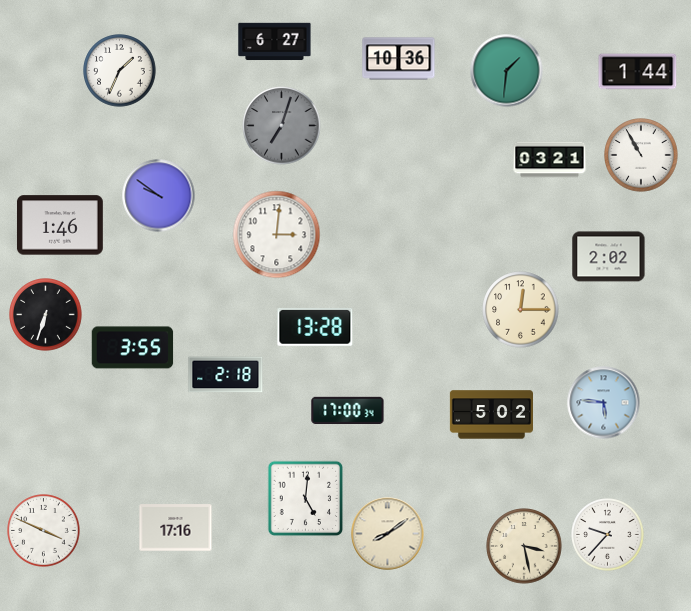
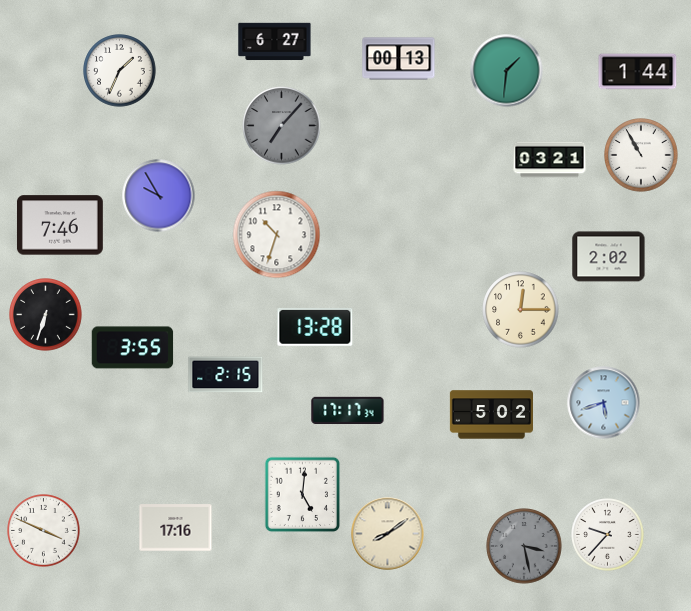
clock at (399, 59): 10:36 -> 00:13
clock at (282, 126): 7:03 -> 7:07
clock at (159, 196): 9:51 -> 9:55
clock at (60, 225): 1:46 -> 7:46
clock at (277, 235): 3:01 -> 10:33
clock at (226, 375): 2:18 -> 2:15
clock at (604, 403): 5:46 -> 5:42
clock at (348, 411): 17:00 -> 17:17
clock at (306, 499) position: (306, 499) -> (303, 495)
clock at (524, 546) dial: cream -> grey
